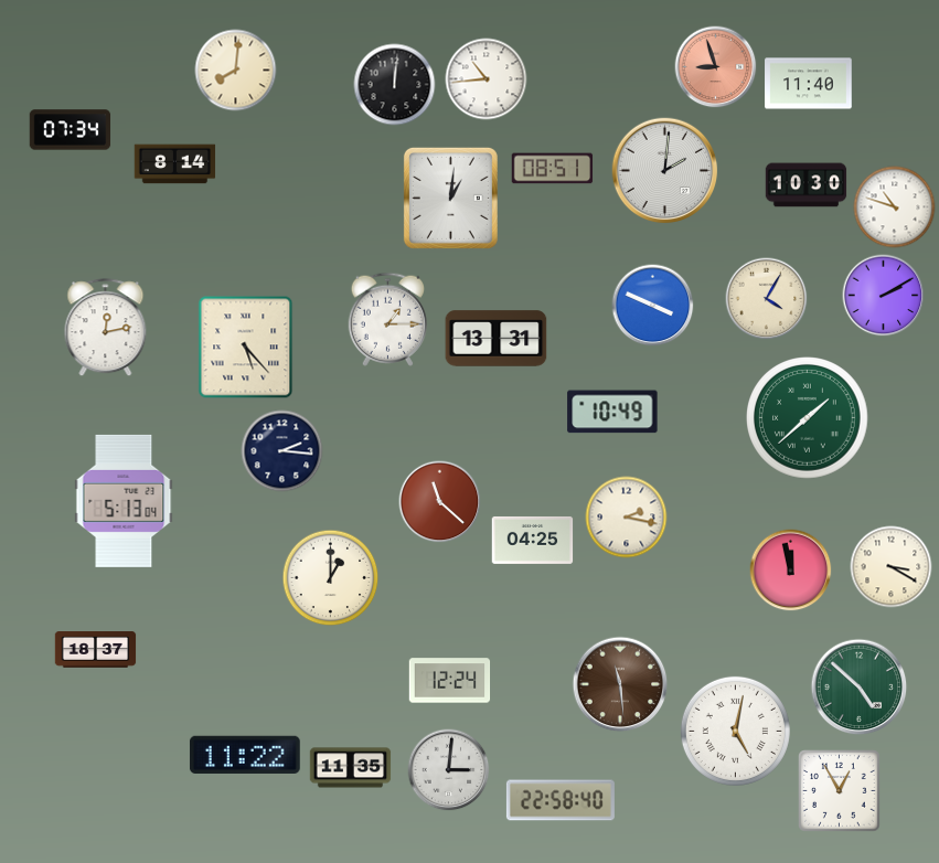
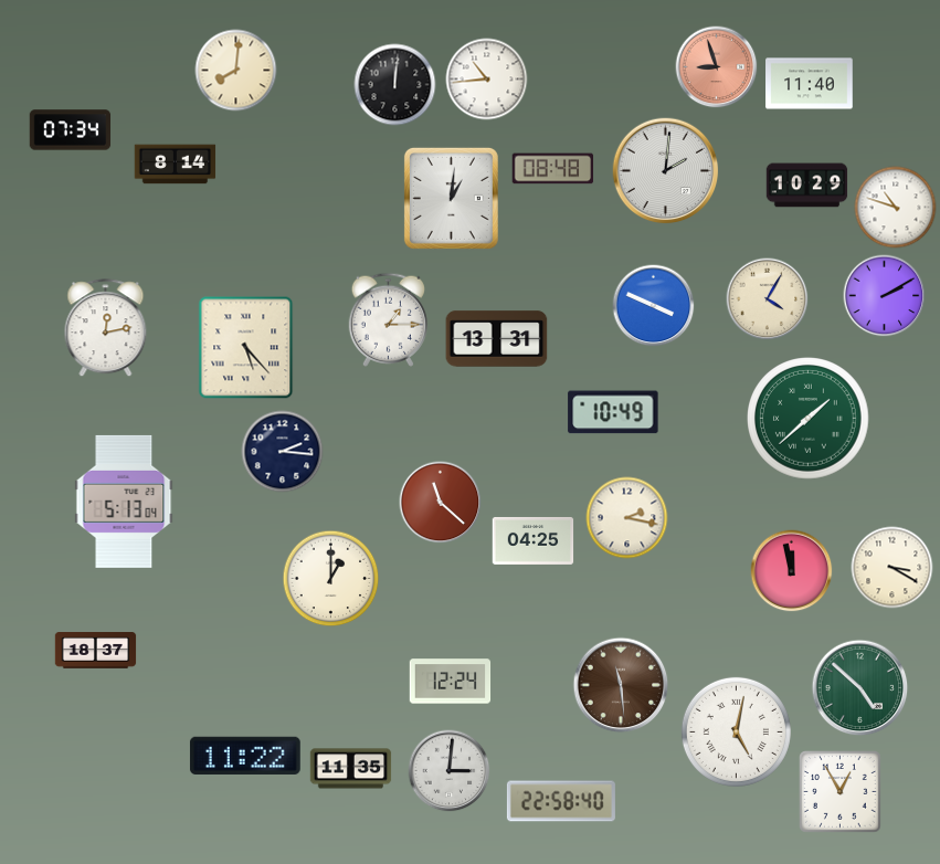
clock at (553, 169): 08:51 -> 08:48
clock at (807, 185): 10:30 -> 10:29
